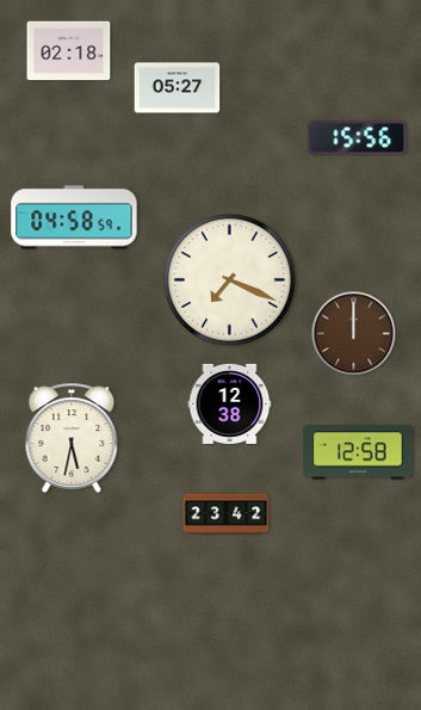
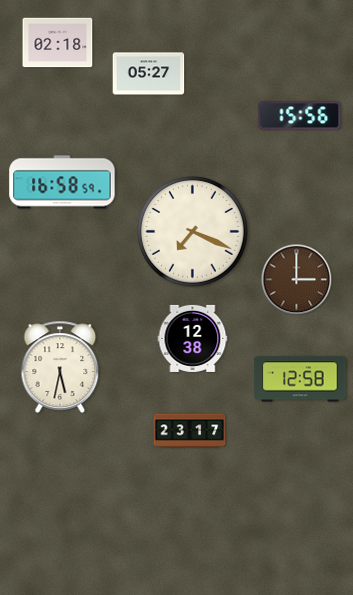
clock at (74, 217): 04:58 -> 16:58
clock at (230, 280) position: (230, 280) -> (193, 232)
clock at (354, 334): 12:00 -> 3:00
clock at (227, 514): 23:42 -> 23:17
